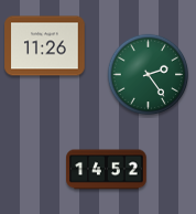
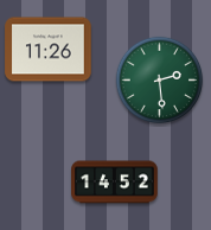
clock at (149, 75): 2:24 -> 2:29
